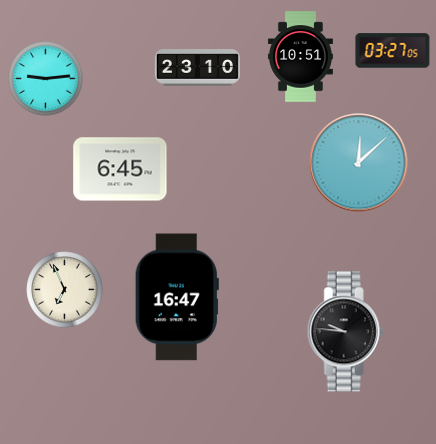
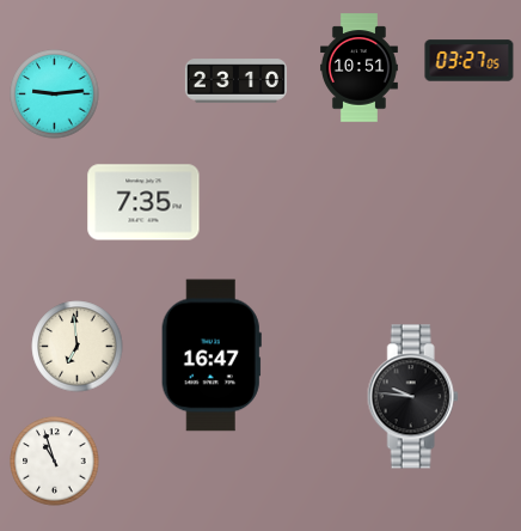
clock at (359, 163): 12:08 -> none
clock at (120, 169): 6:45 -> 7:35
clock at (65, 290): 6:56 -> 6:59
clock at (55, 462): none -> 10:57
